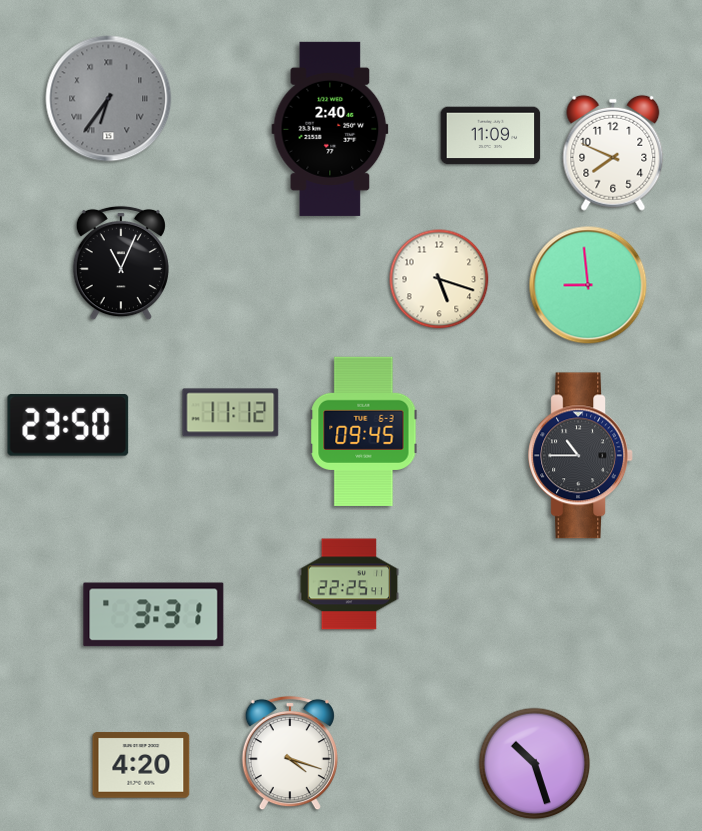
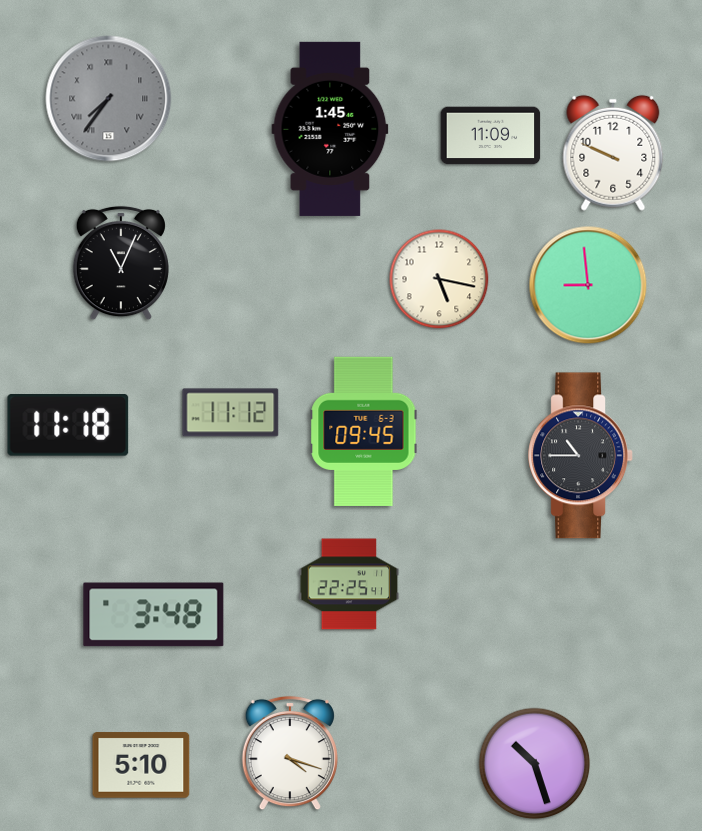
clock at (109, 99): 6:36 -> 7:36
clock at (330, 129): 2:40 -> 1:45
clock at (613, 153): 7:49 -> 9:49
clock at (439, 279): 5:18 -> 5:17
clock at (68, 426): 23:50 -> 11:18
clock at (154, 615): 3:31 -> 3:48
clock at (141, 765): 4:20 -> 5:10
